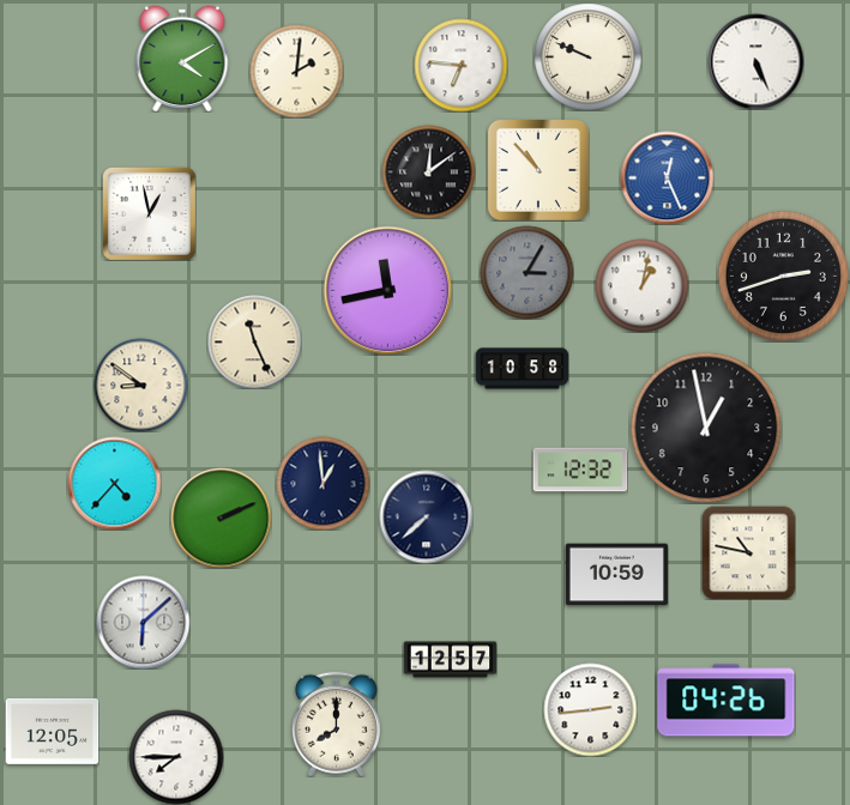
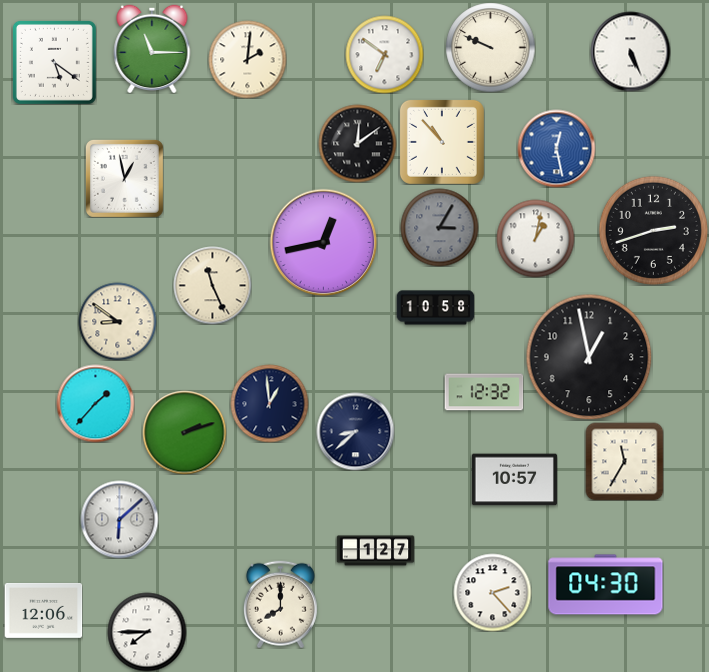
clock at (182, 59): 4:10 -> 11:15
clock at (460, 65): 6:46 -> 6:51
clock at (54, 62): none -> 5:21
clock at (538, 170) position: (538, 170) -> (442, 142)
clock at (667, 177): 12:26 -> 12:28
clock at (387, 290): 11:43 -> 12:43
clock at (114, 483): 4:37 -> 1:37
clock at (426, 516): 7:38 -> 8:38
clock at (221, 517): 2:11 -> 2:12
clock at (748, 552): 10:47 -> 11:35
clock at (616, 575): 10:59 -> 10:57
clock at (450, 660): 12:57 -> 1:27
clock at (727, 701): 04:26 -> 04:30
clock at (590, 709): 2:44 -> 2:23
clock at (52, 731): 12:05 -> 12:06
